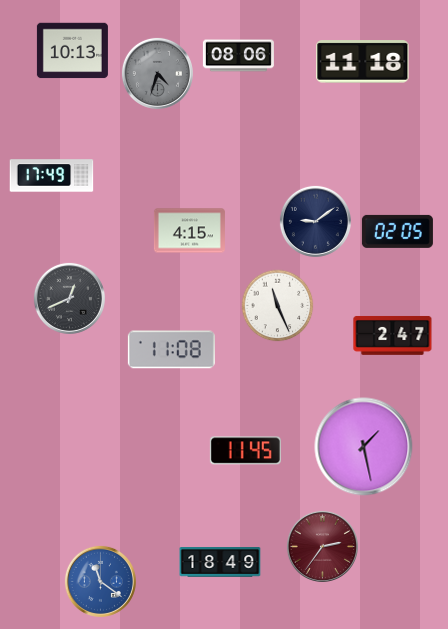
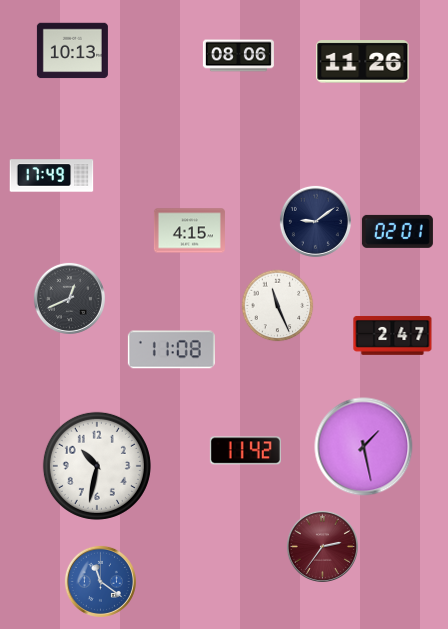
clock at (363, 62): 11:18 -> 11:26
clock at (157, 73): 4:33 -> none
clock at (397, 231): 02:05 -> 02:01
clock at (245, 451): 11:45 -> 11:42
clock at (97, 466): none -> 10:32
clock at (220, 562): 18:49 -> none
